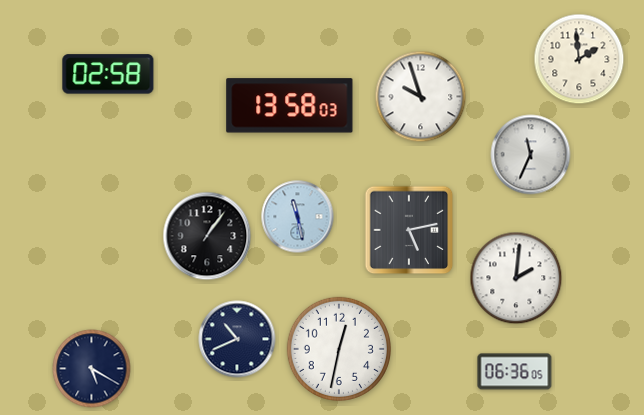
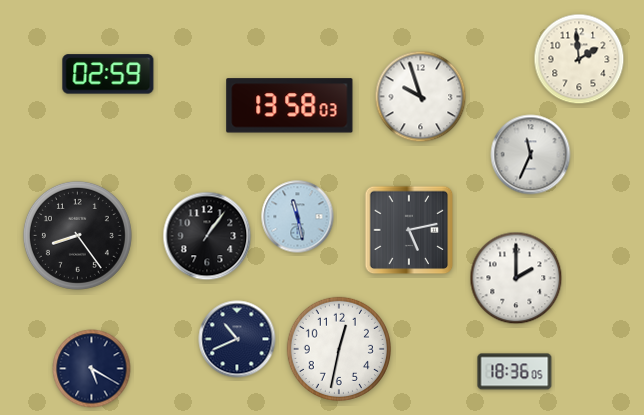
clock at (108, 74): 02:58 -> 02:59
clock at (77, 235): none -> 8:24
clock at (516, 278): 2:01 -> 2:00
clock at (515, 372): 06:36 -> 18:36
